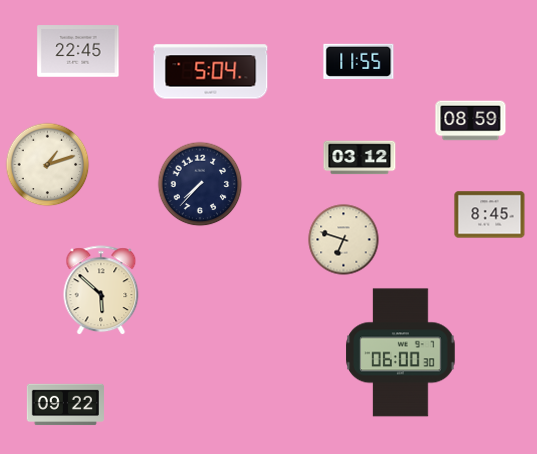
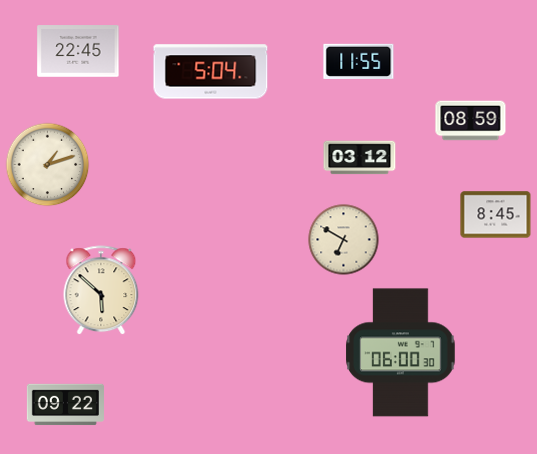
clock at (200, 184): 7:37 -> none
clock at (490, 215) position: (490, 215) -> (496, 215)
clock at (344, 240): 6:48 -> 6:50
